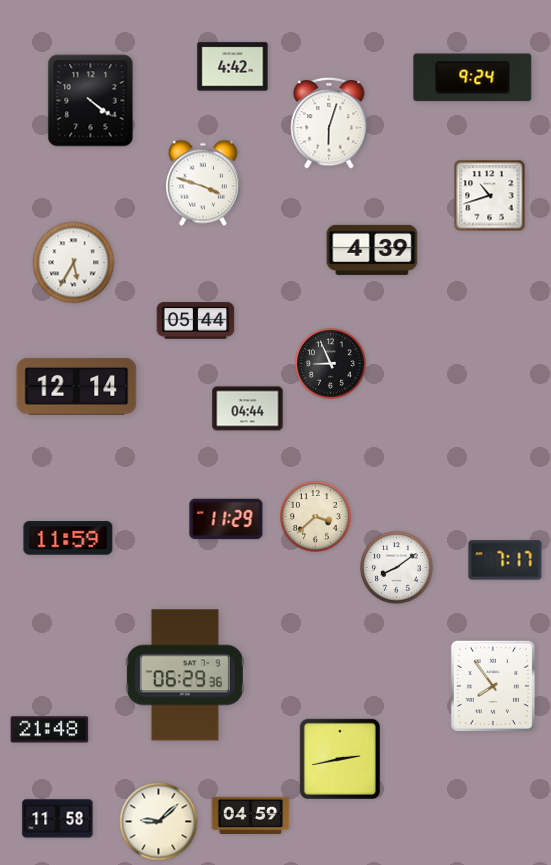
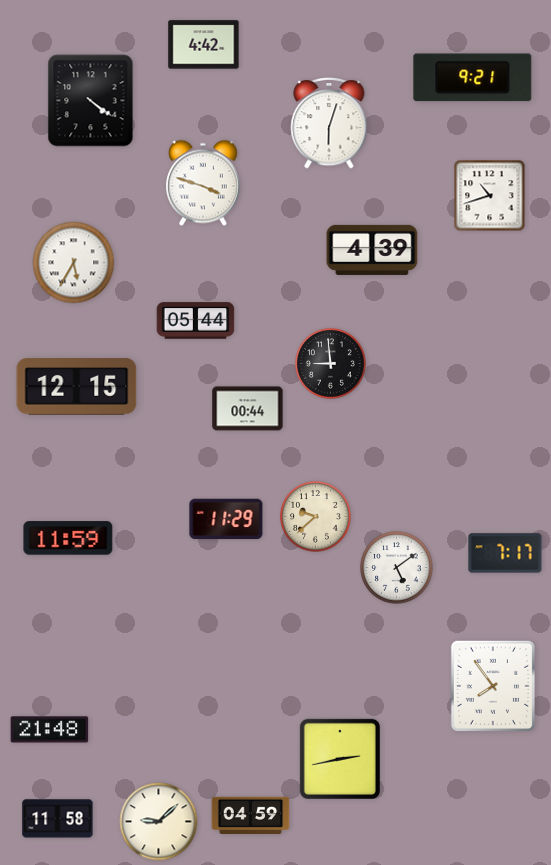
clock at (233, 67) position: (233, 67) -> (204, 45)
clock at (473, 78): 9:24 -> 9:21
clock at (331, 364): 8:56 -> 8:59
clock at (77, 387): 12:14 -> 12:15
clock at (248, 409): 04:44 -> 00:44
clock at (316, 517): 3:38 -> 9:38
clock at (505, 560) position: (505, 560) -> (505, 553)
clock at (397, 568): 8:09 -> 5:09
clock at (185, 675): 06:29 -> none
